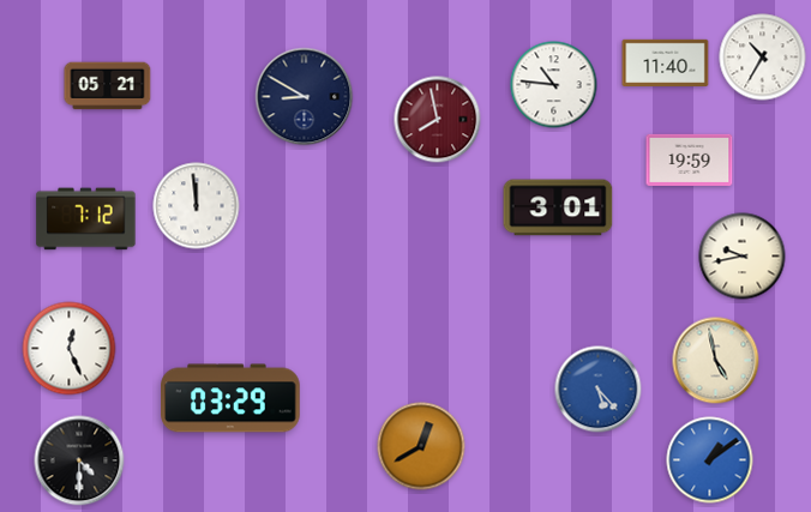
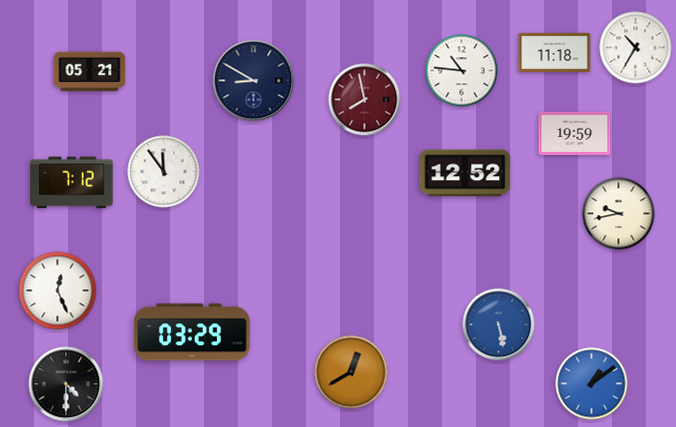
clock at (666, 62): 11:40 -> 11:18
clock at (197, 206): 11:59 -> 11:54
clock at (558, 207): 3:01 -> 12:52
clock at (716, 361): 4:58 -> none
clock at (599, 390): 5:23 -> 5:28
